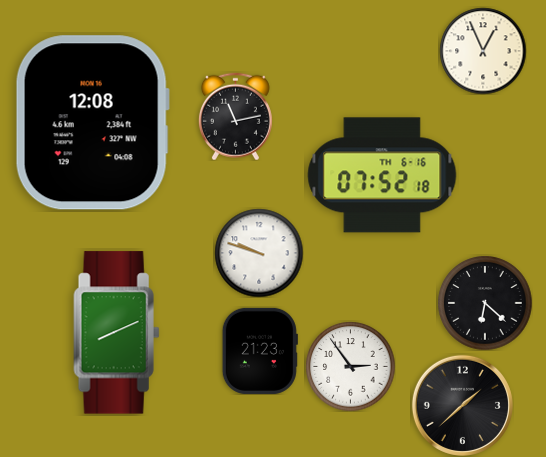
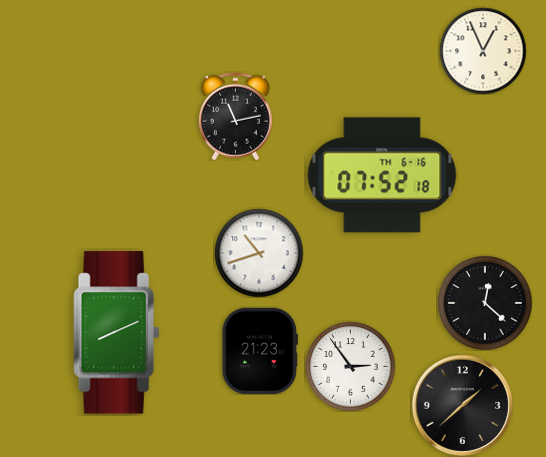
clock at (92, 123): 12:08 -> none
clock at (259, 253): 9:48 -> 10:42
clock at (485, 303): 6:22 -> 12:22
